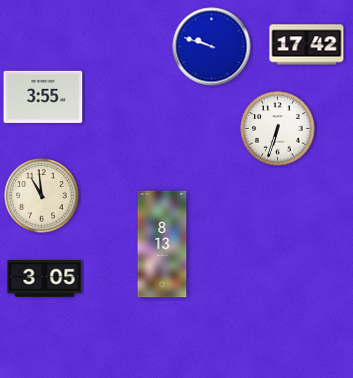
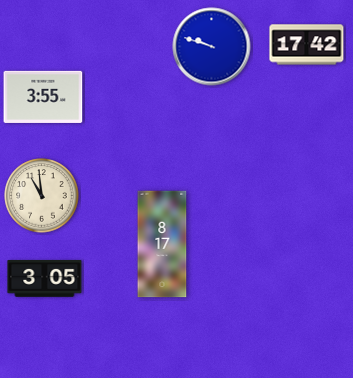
clock at (278, 129): 6:33 -> none
clock at (162, 244): 8:13 -> 8:17
